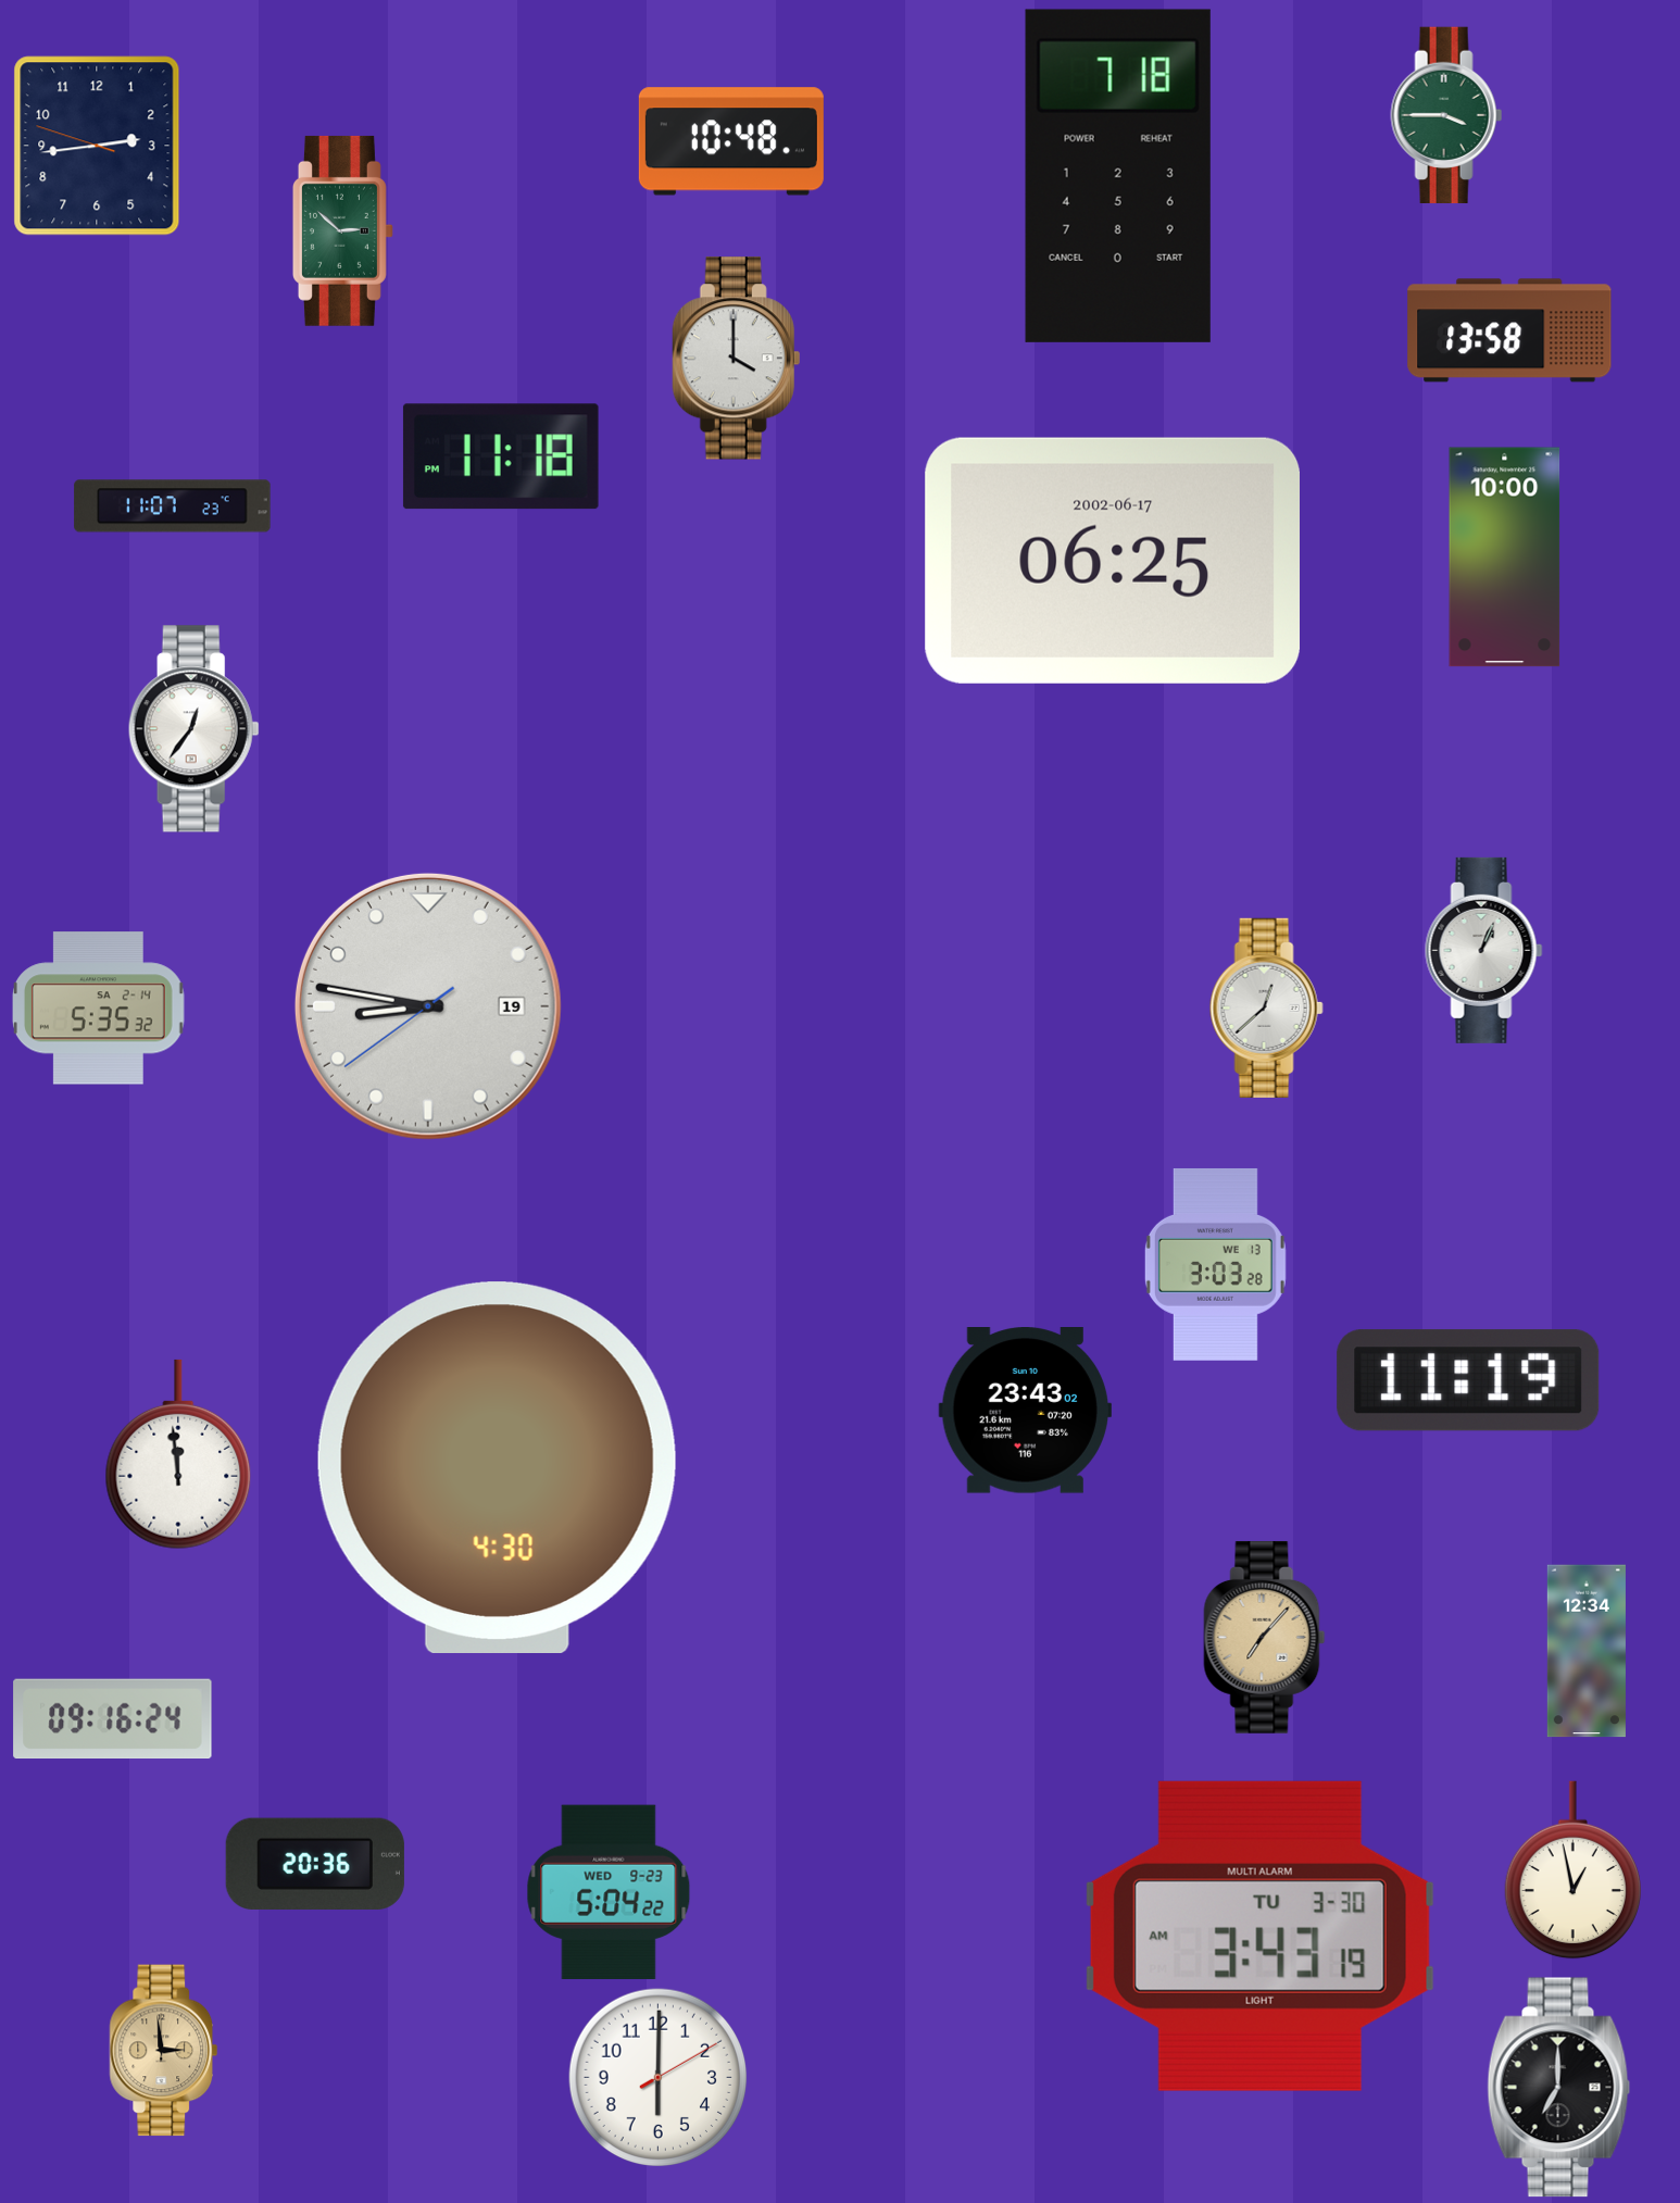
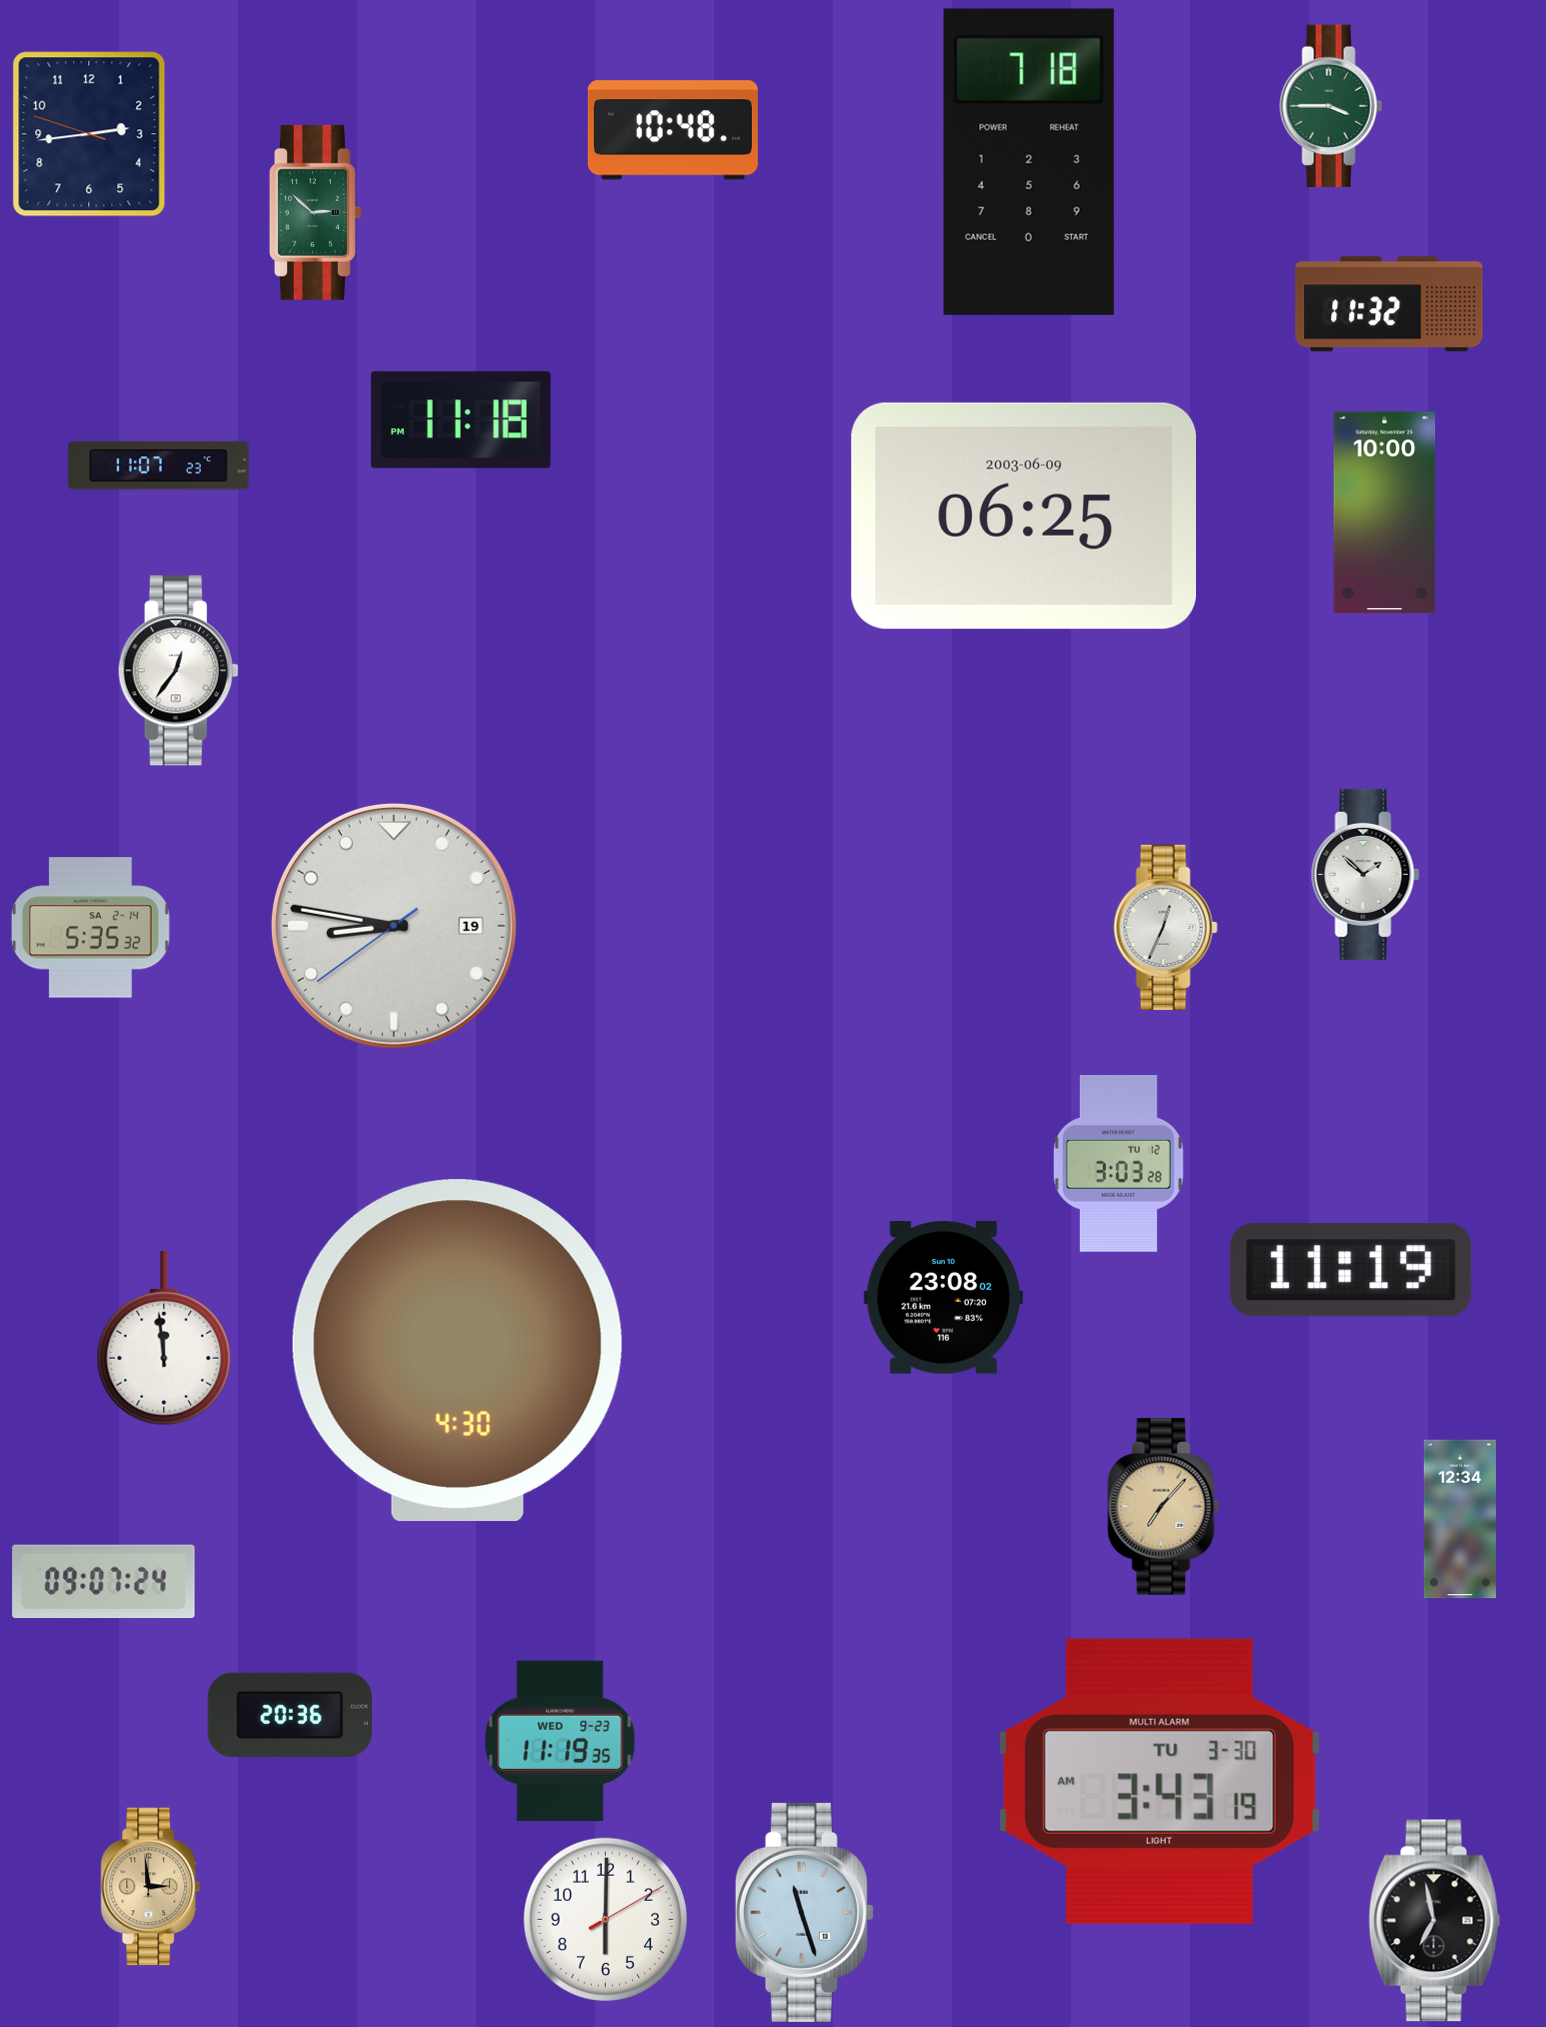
clock at (1509, 330): 13:58 -> 11:32
clock at (737, 359): 4:00 -> none
clock at (1112, 561) date: 2002-06-17 -> 2003-06-09
clock at (1484, 950): 1:04 -> 1:52
clock at (1266, 1007): 12:38 -> 12:34
clock at (1215, 1264) date: WE 13 -> TU 12
clock at (1025, 1411): 23:43 -> 23:08
clock at (113, 1719): 09:16 -> 09:07
clock at (1572, 1870): 12:58 -> none
clock at (609, 1891): 5:04 -> 11:19
clock at (659, 2078) position: (659, 2078) -> (606, 1920)
clock at (804, 1912): none -> 11:27
clock at (1559, 2088): 7:00 -> 6:58
